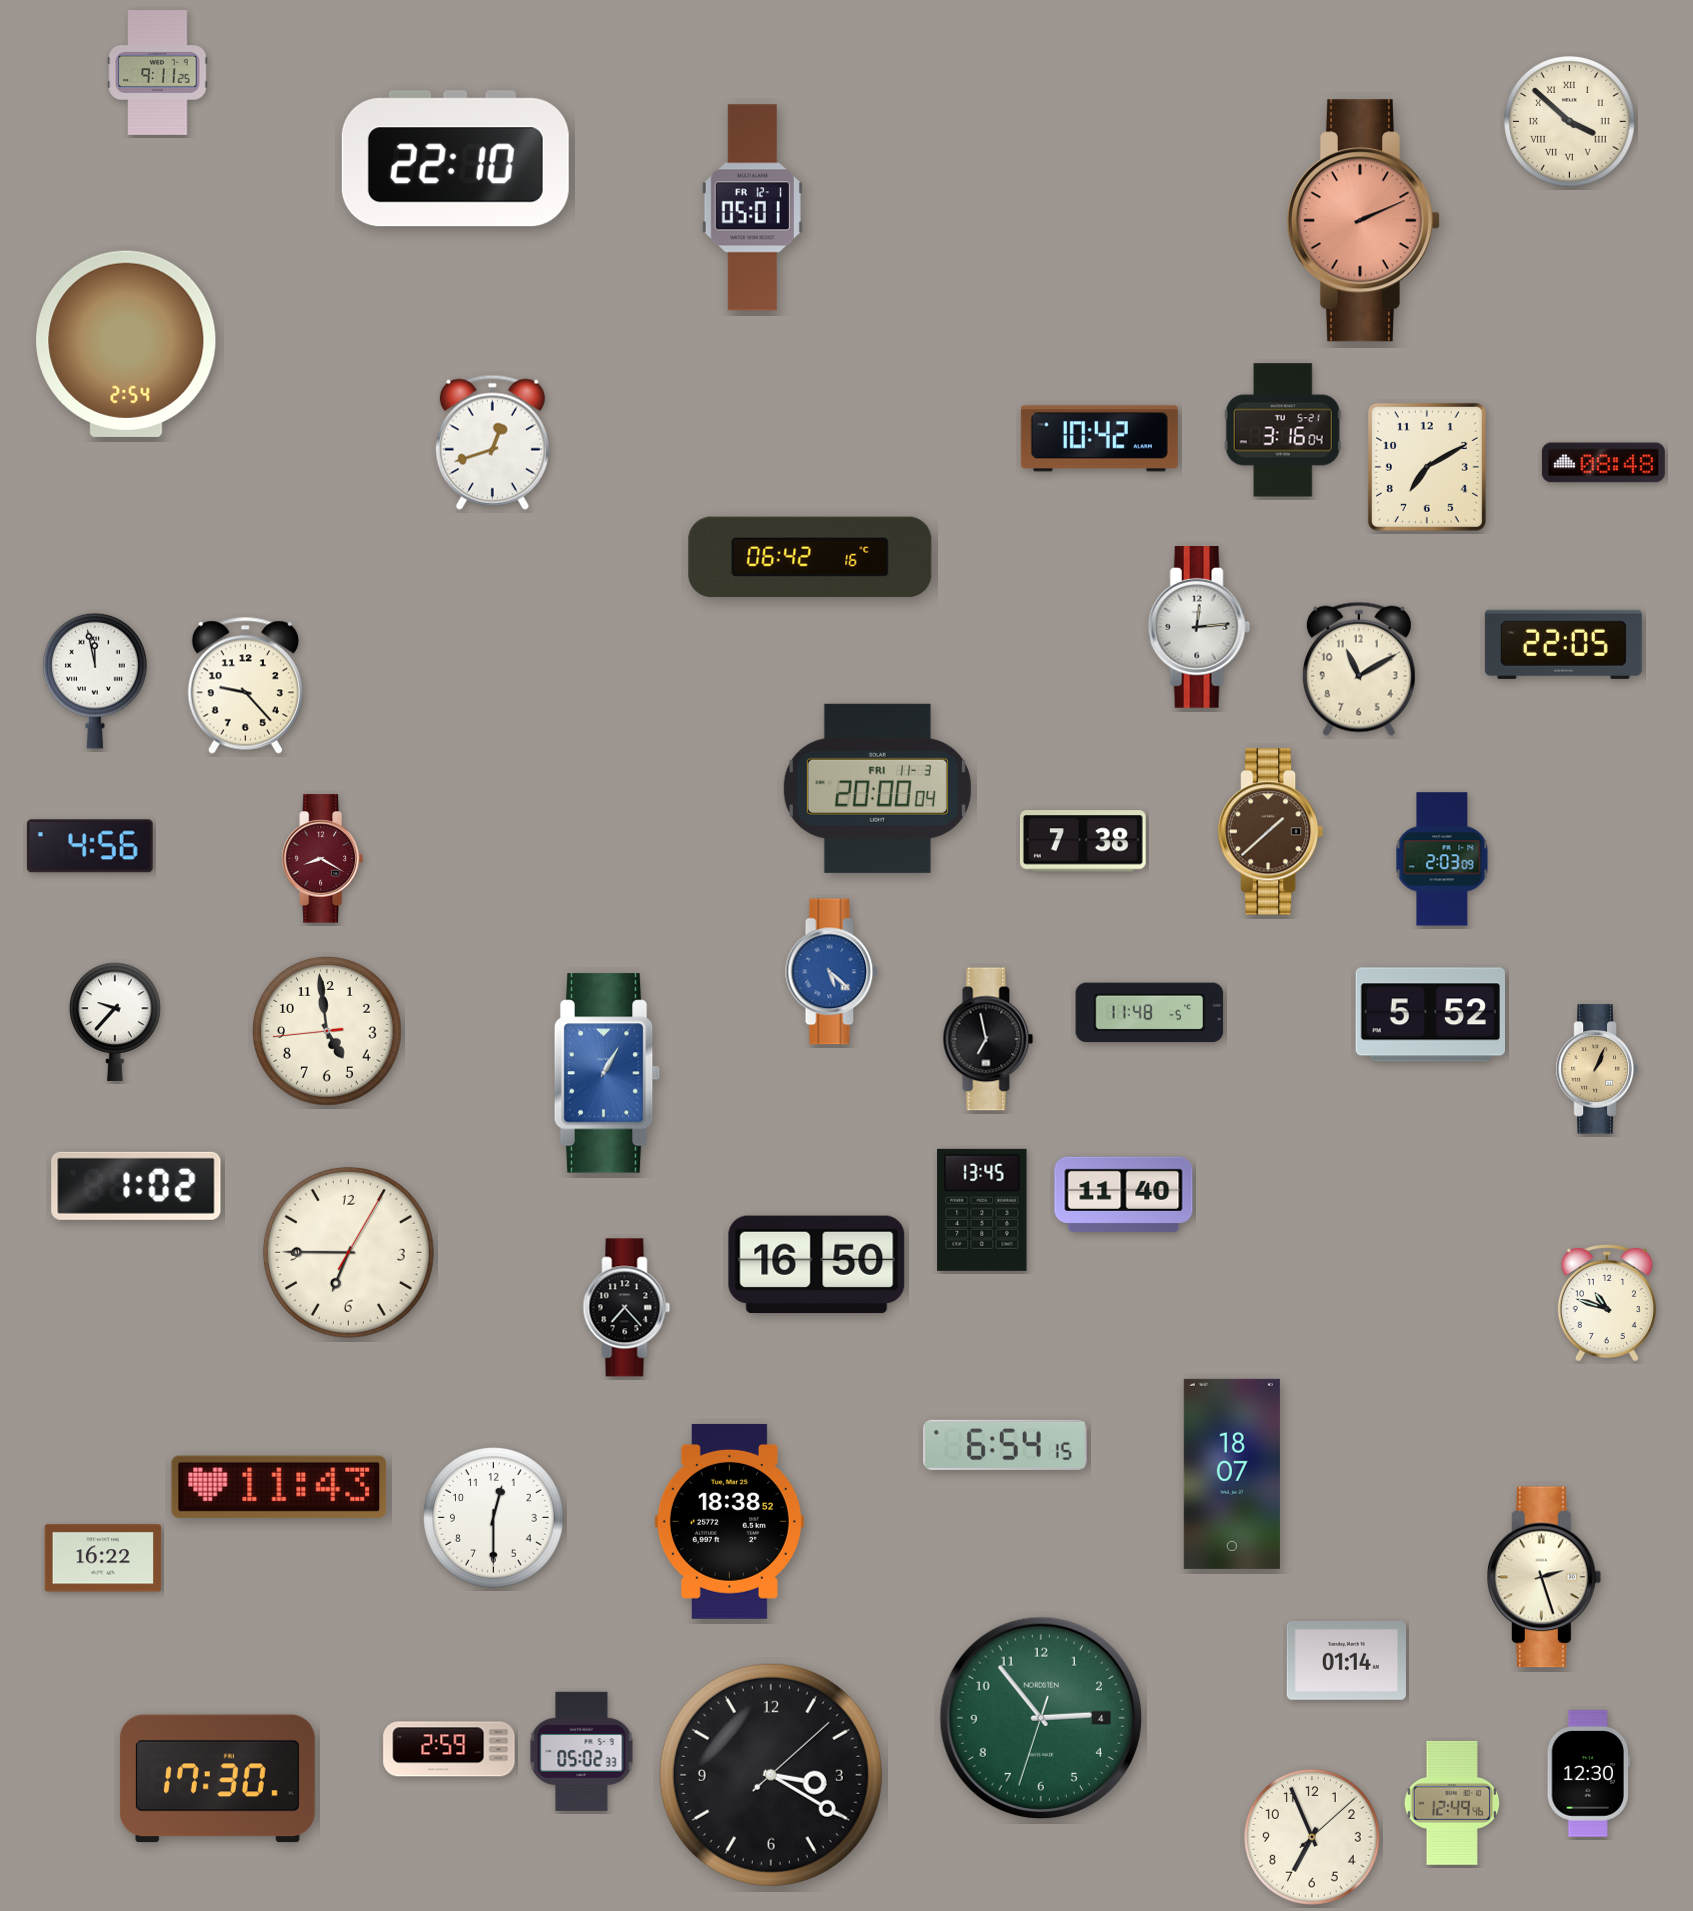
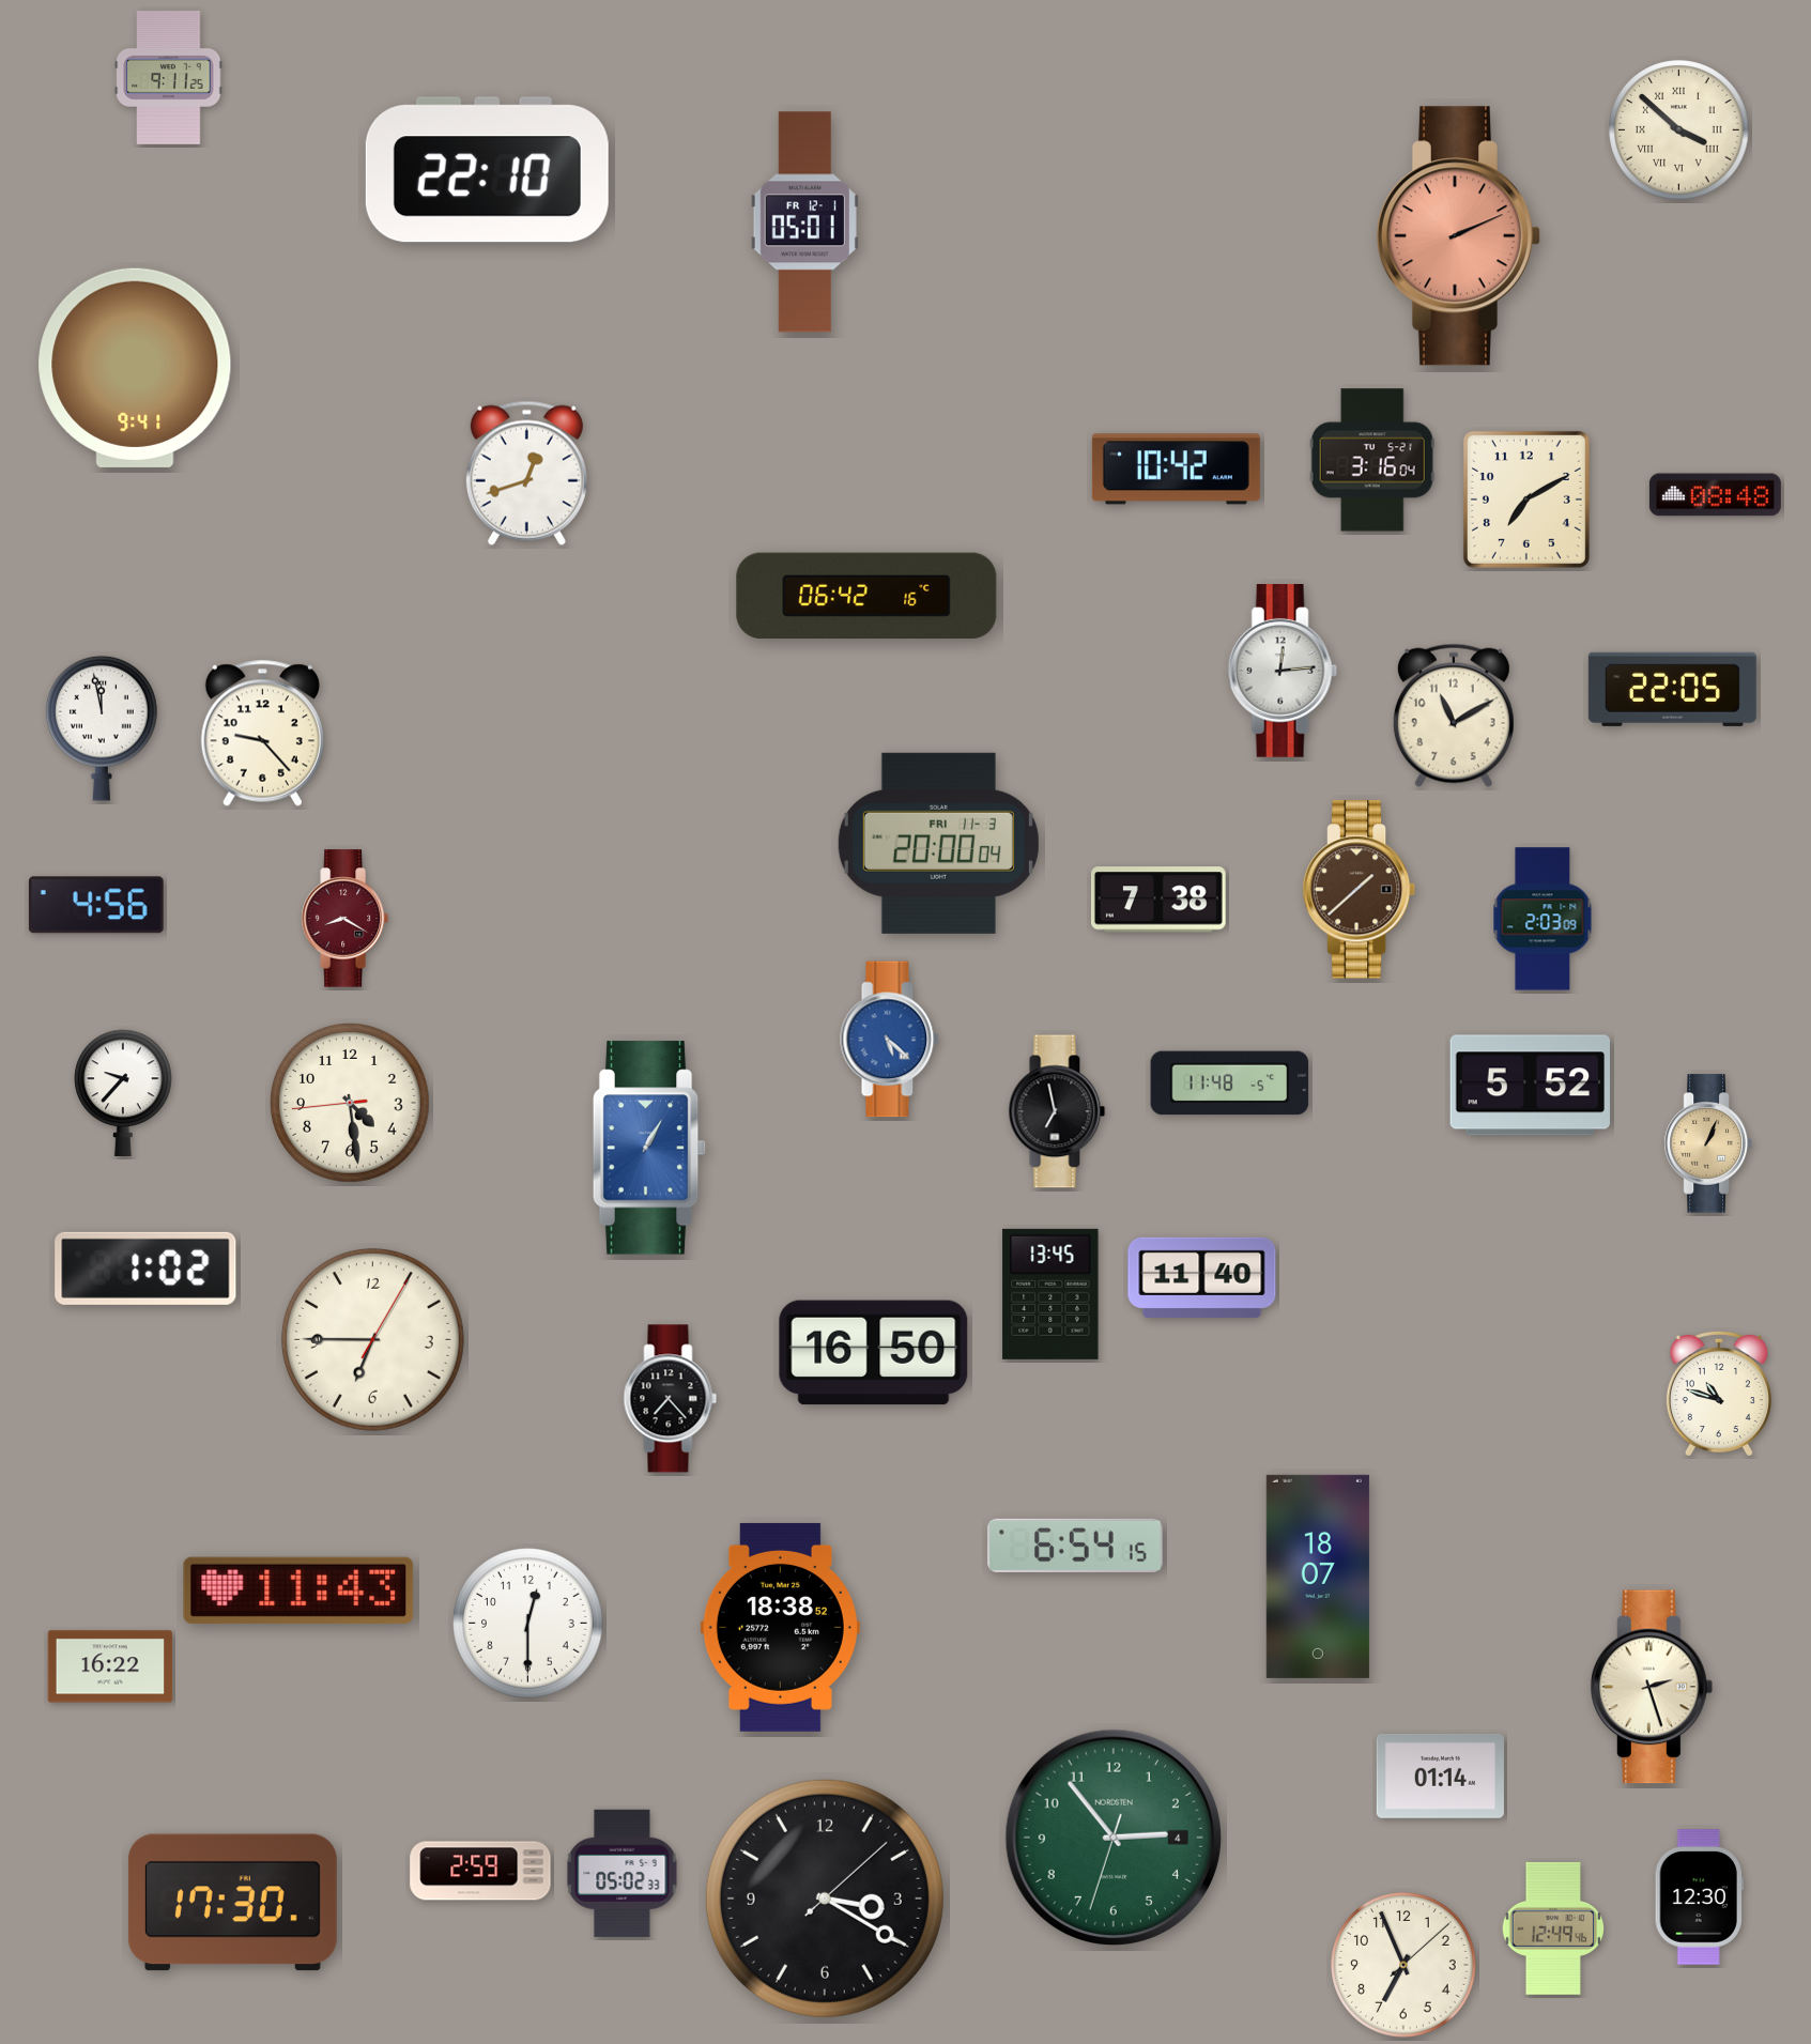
clock at (126, 344): 2:54 -> 9:41
clock at (328, 1032): 4:58 -> 4:28
